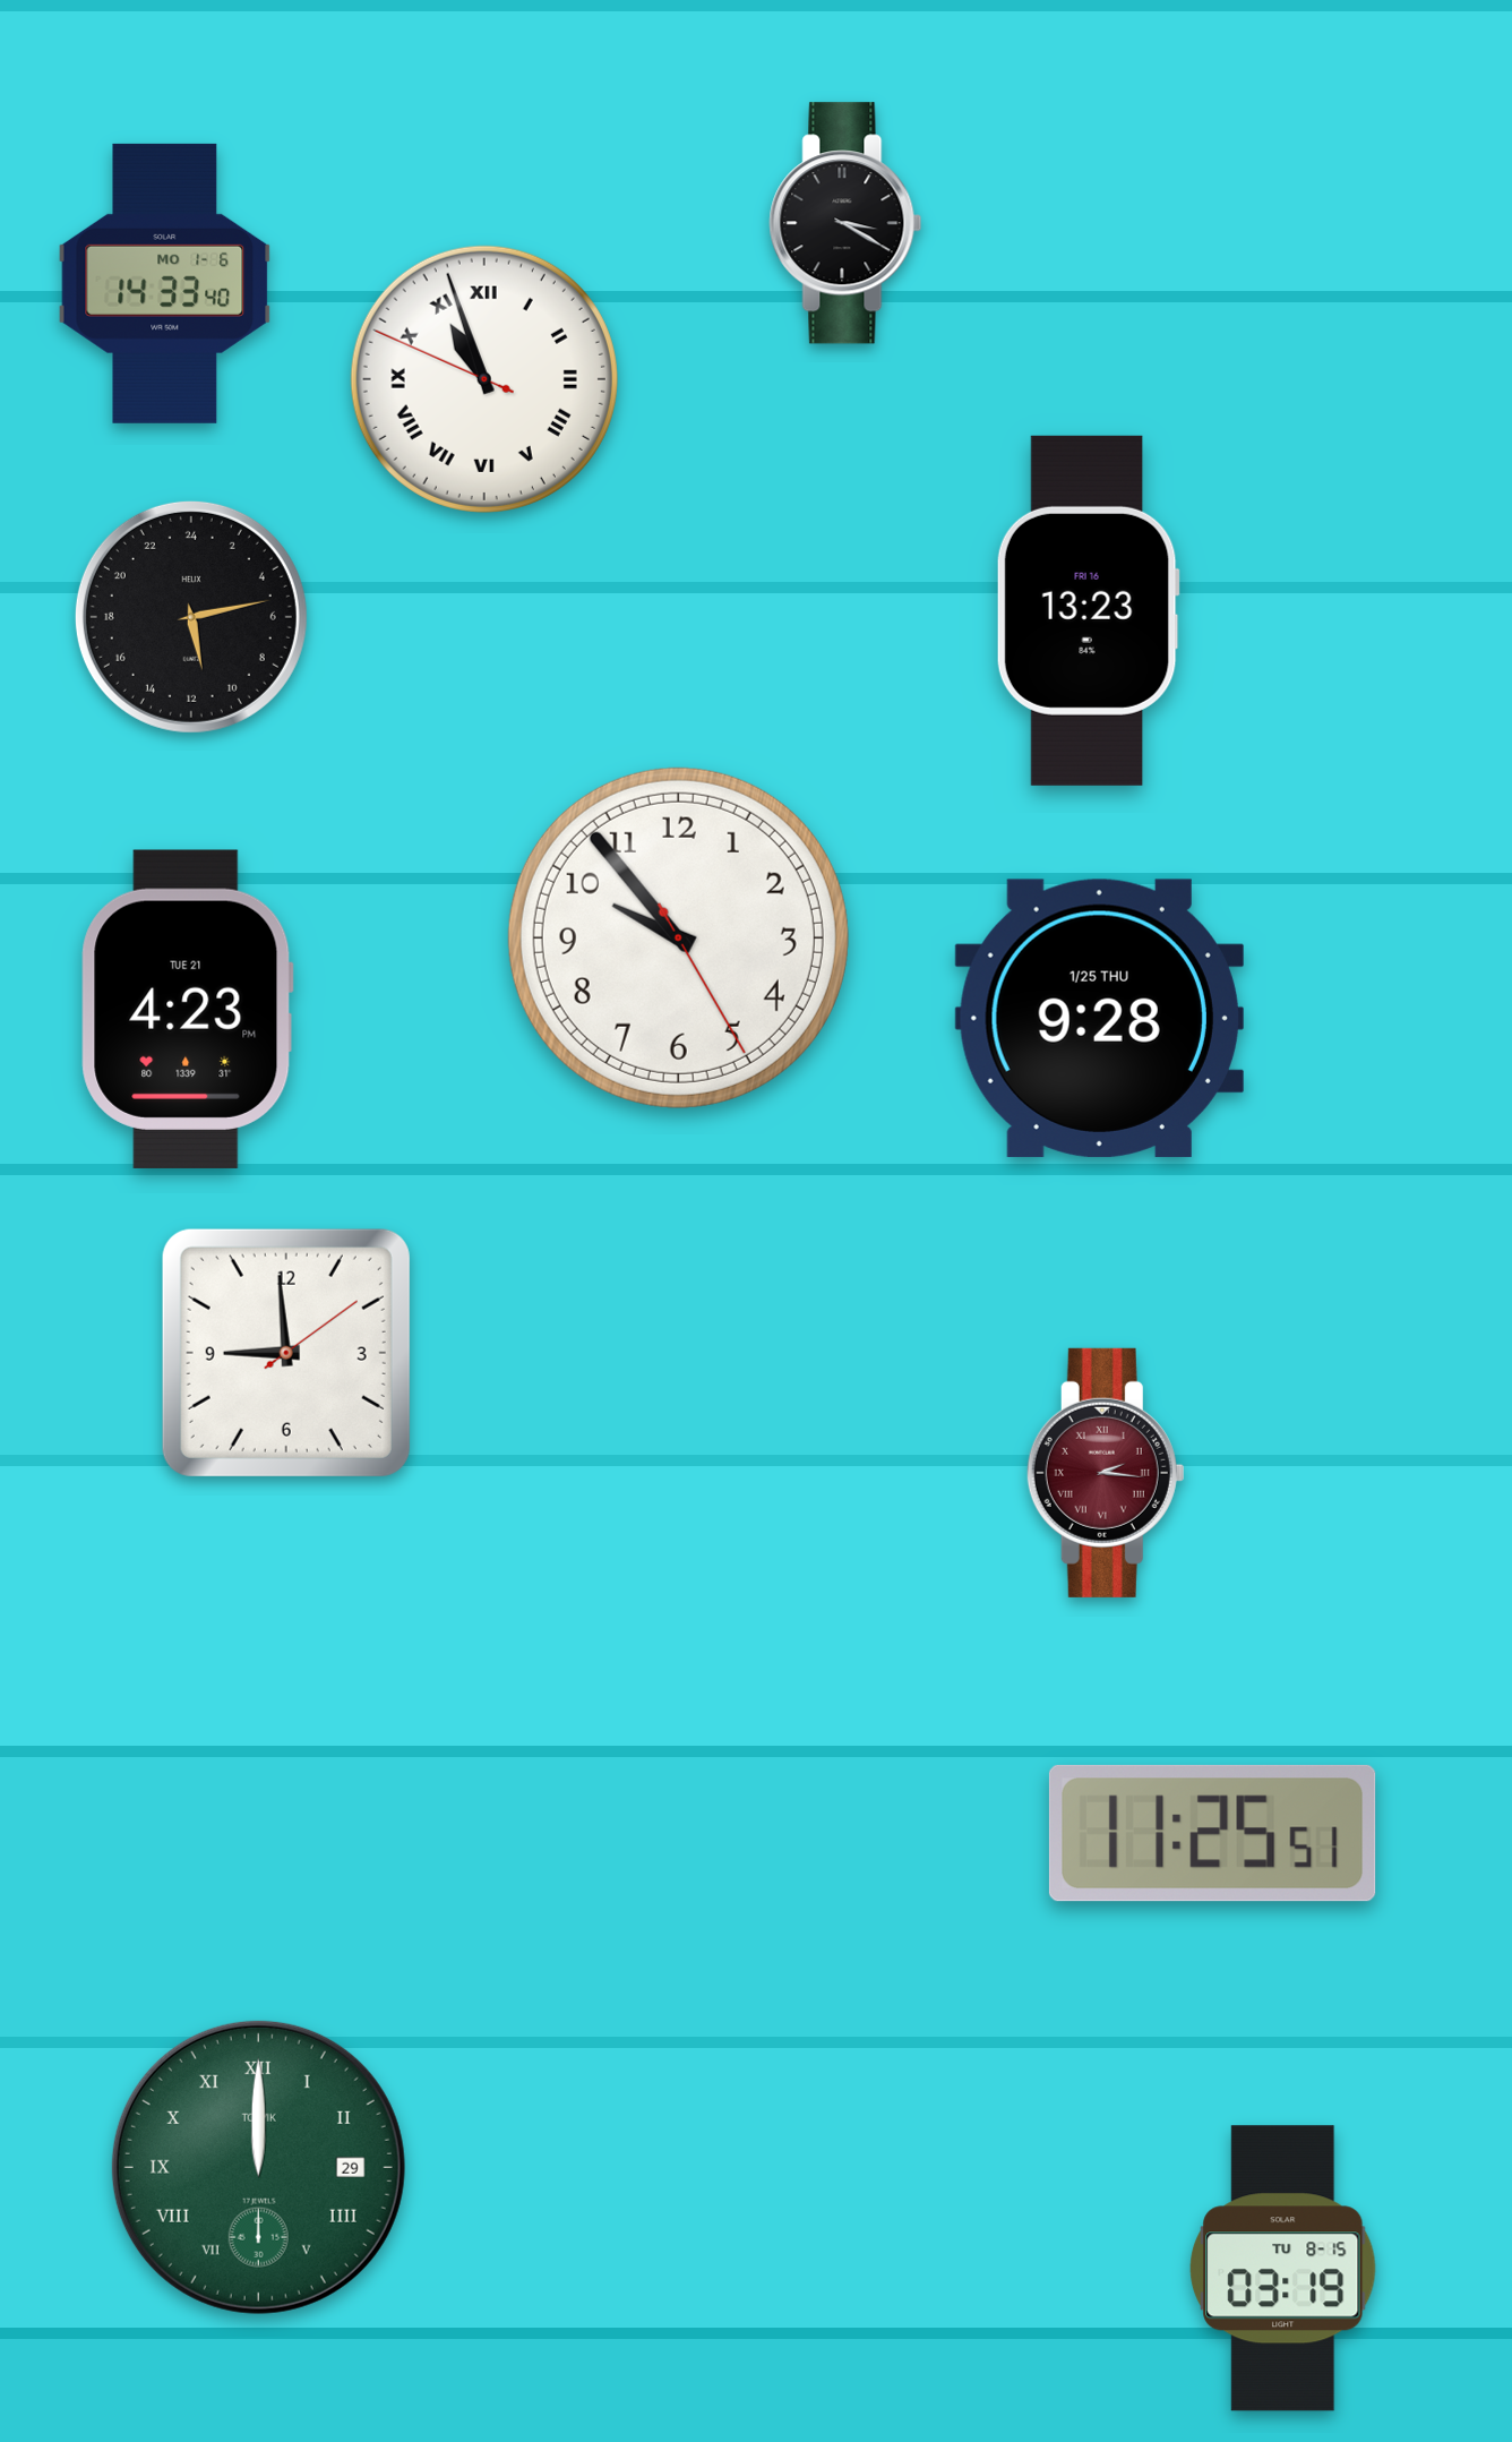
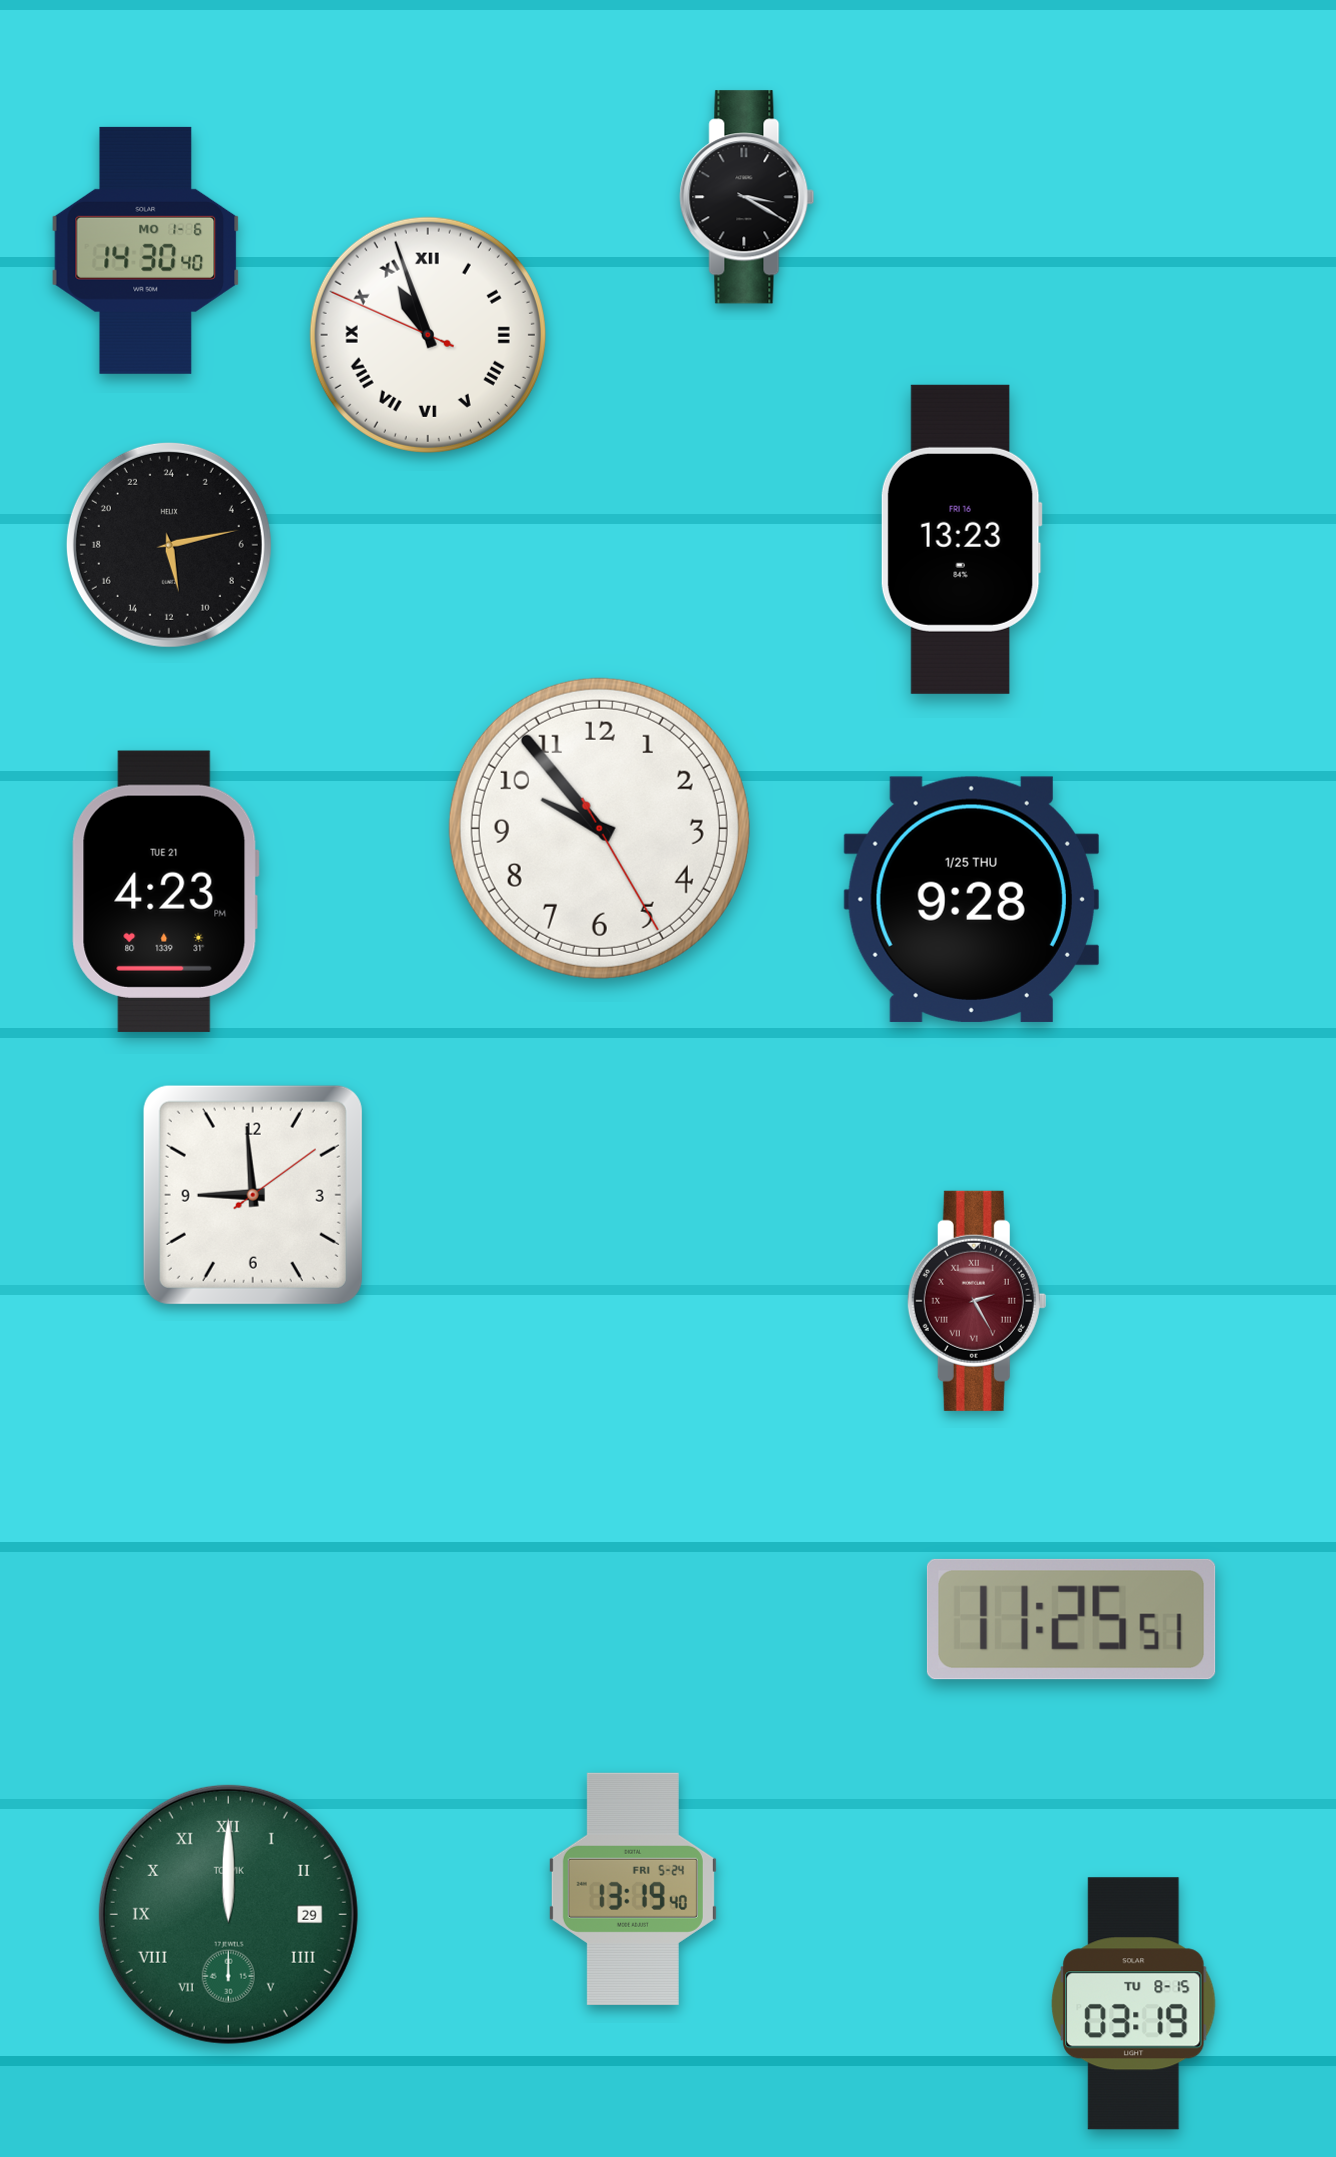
clock at (165, 283): 14:33 -> 14:30
clock at (1106, 1473): 2:16 -> 2:25
clock at (633, 1889): none -> 13:19
